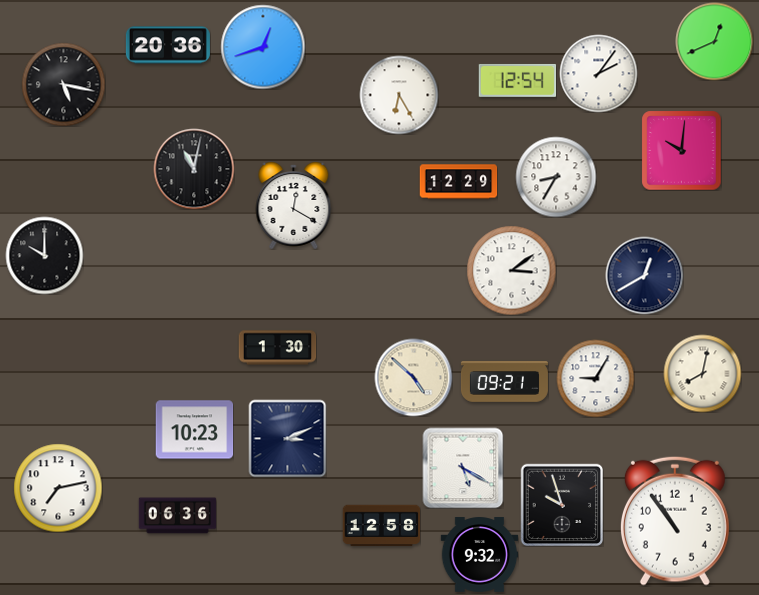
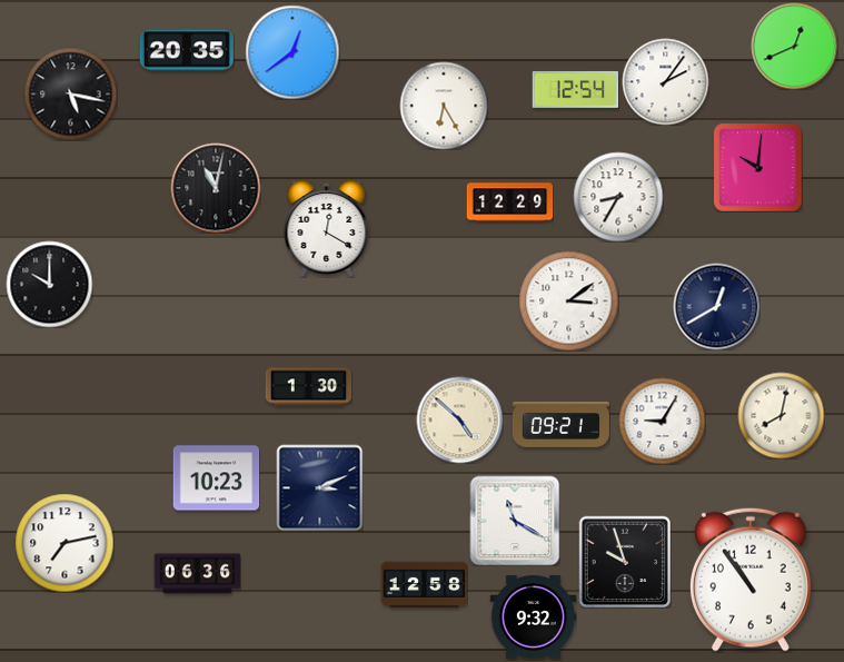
clock at (168, 45): 20:36 -> 20:35
clock at (263, 47): 12:42 -> 12:39
clock at (463, 468): 5:20 -> 11:20
